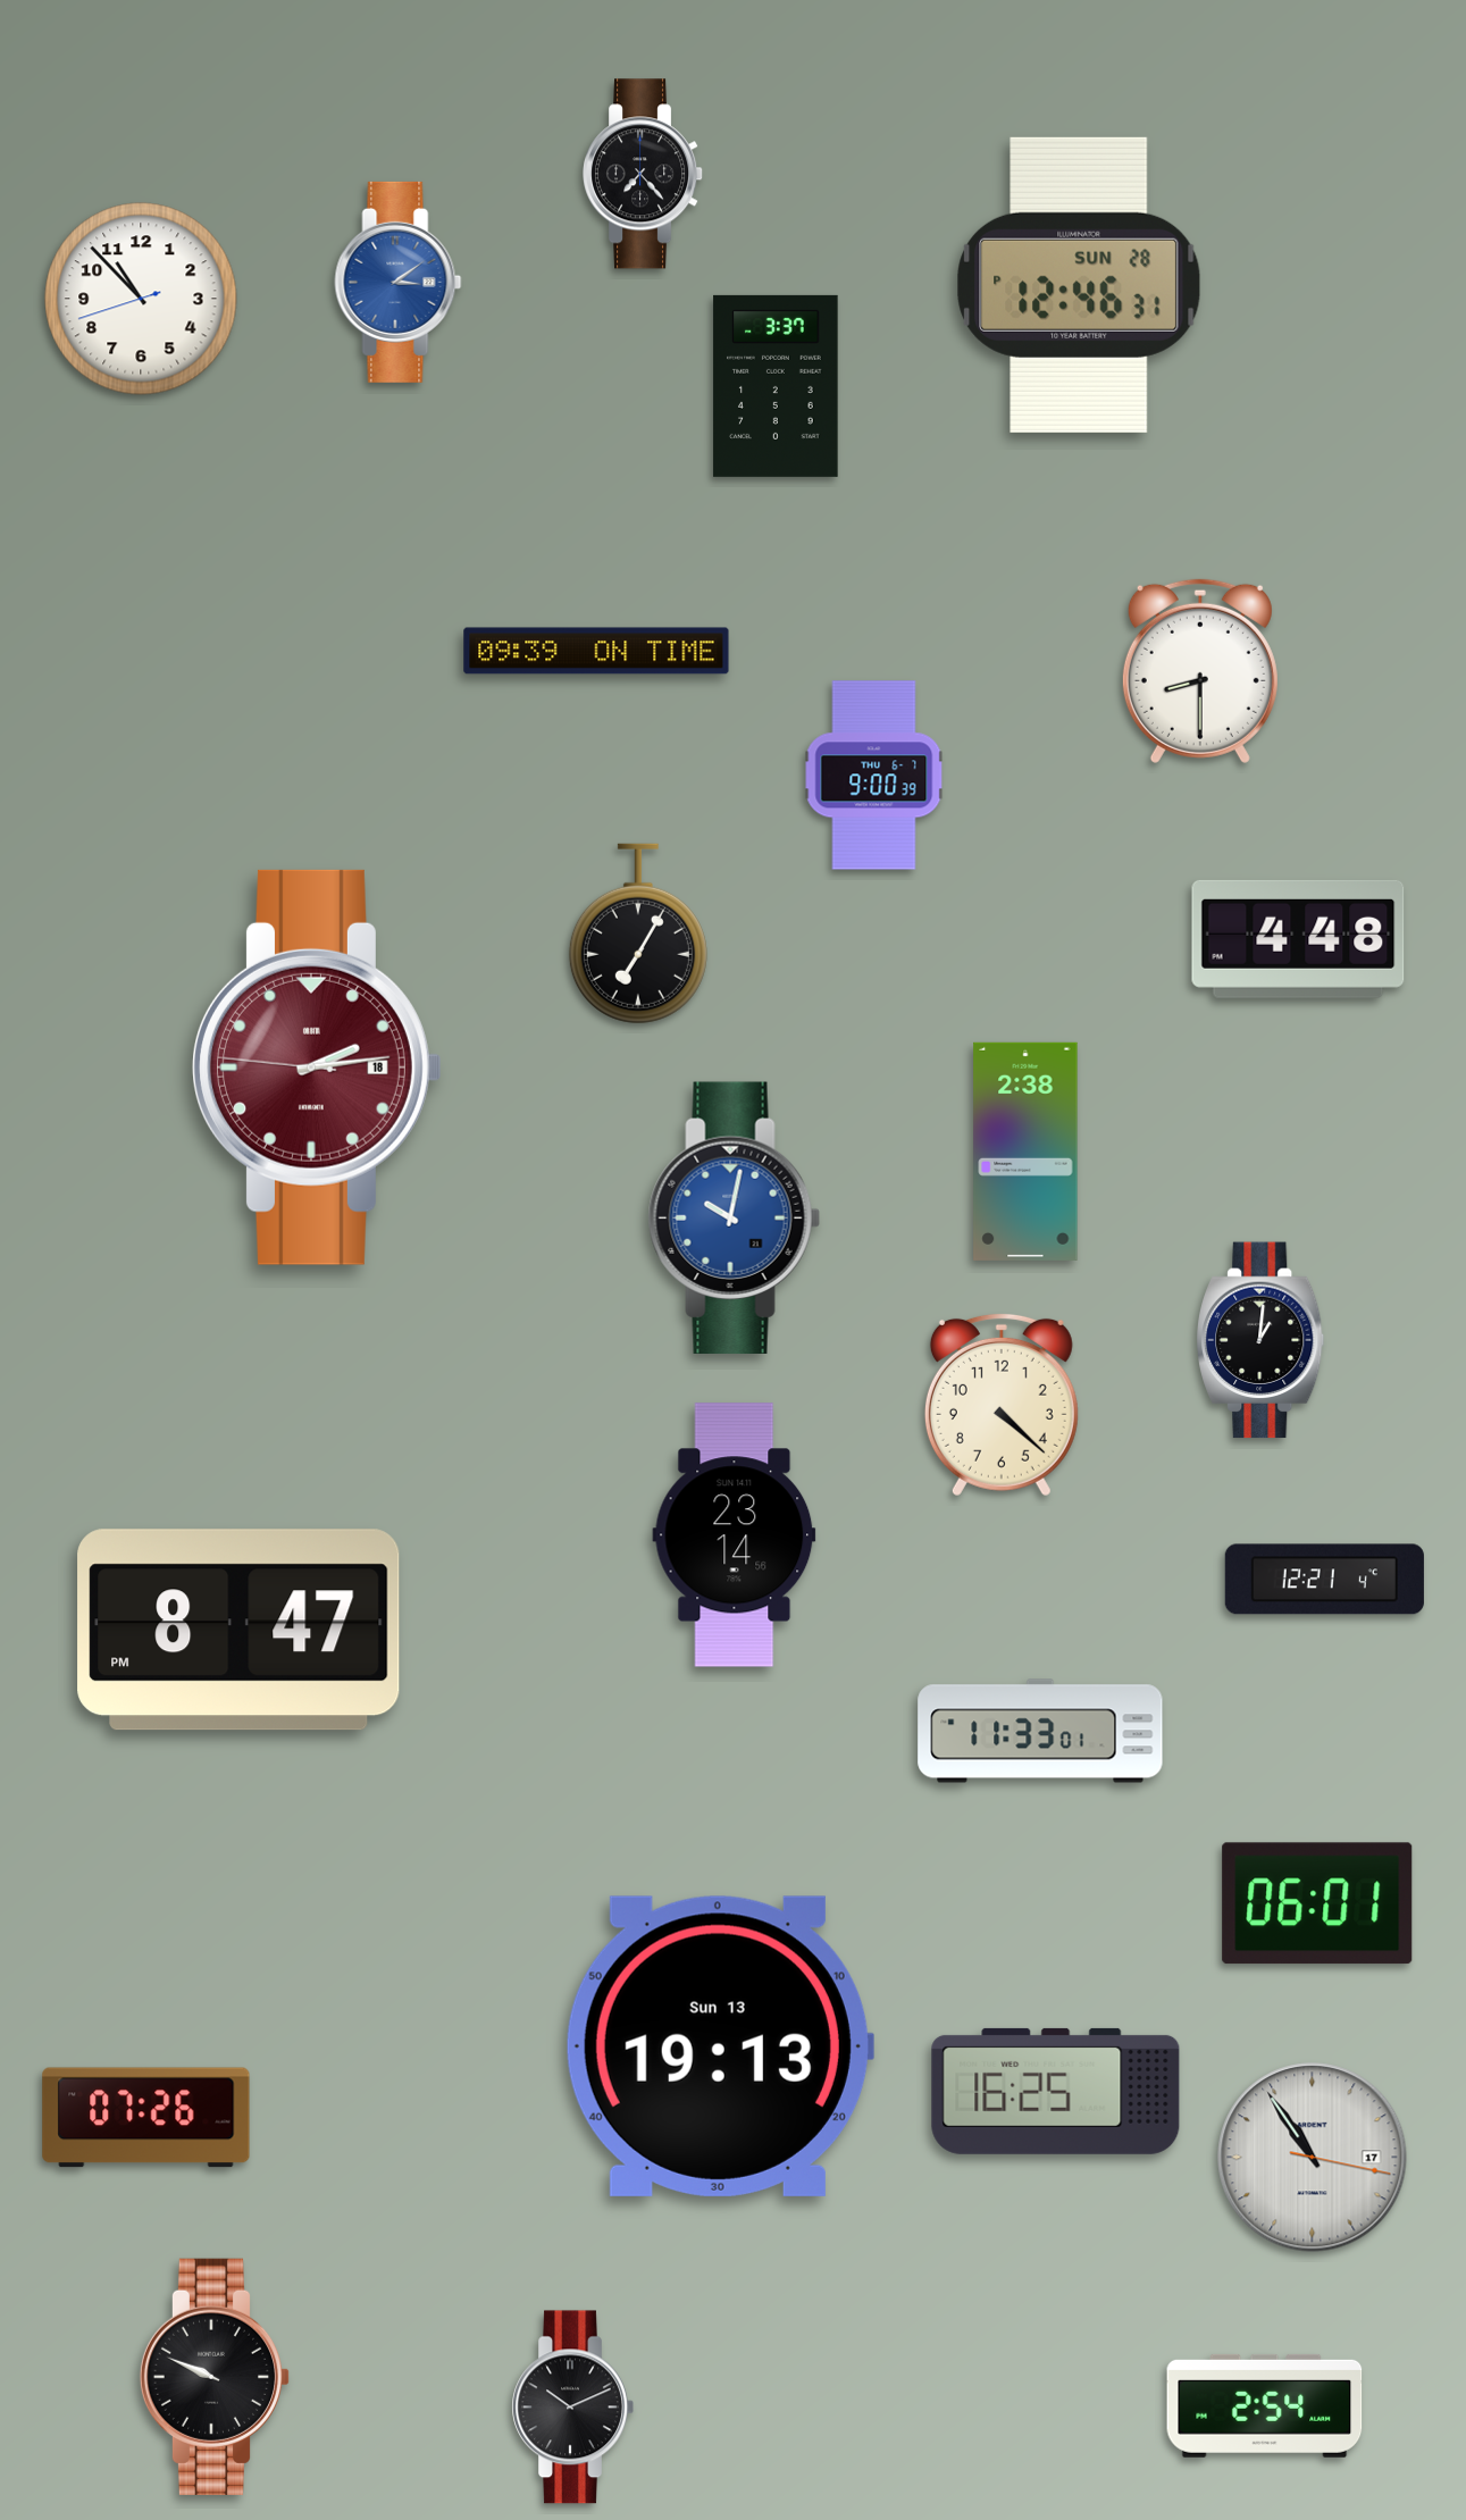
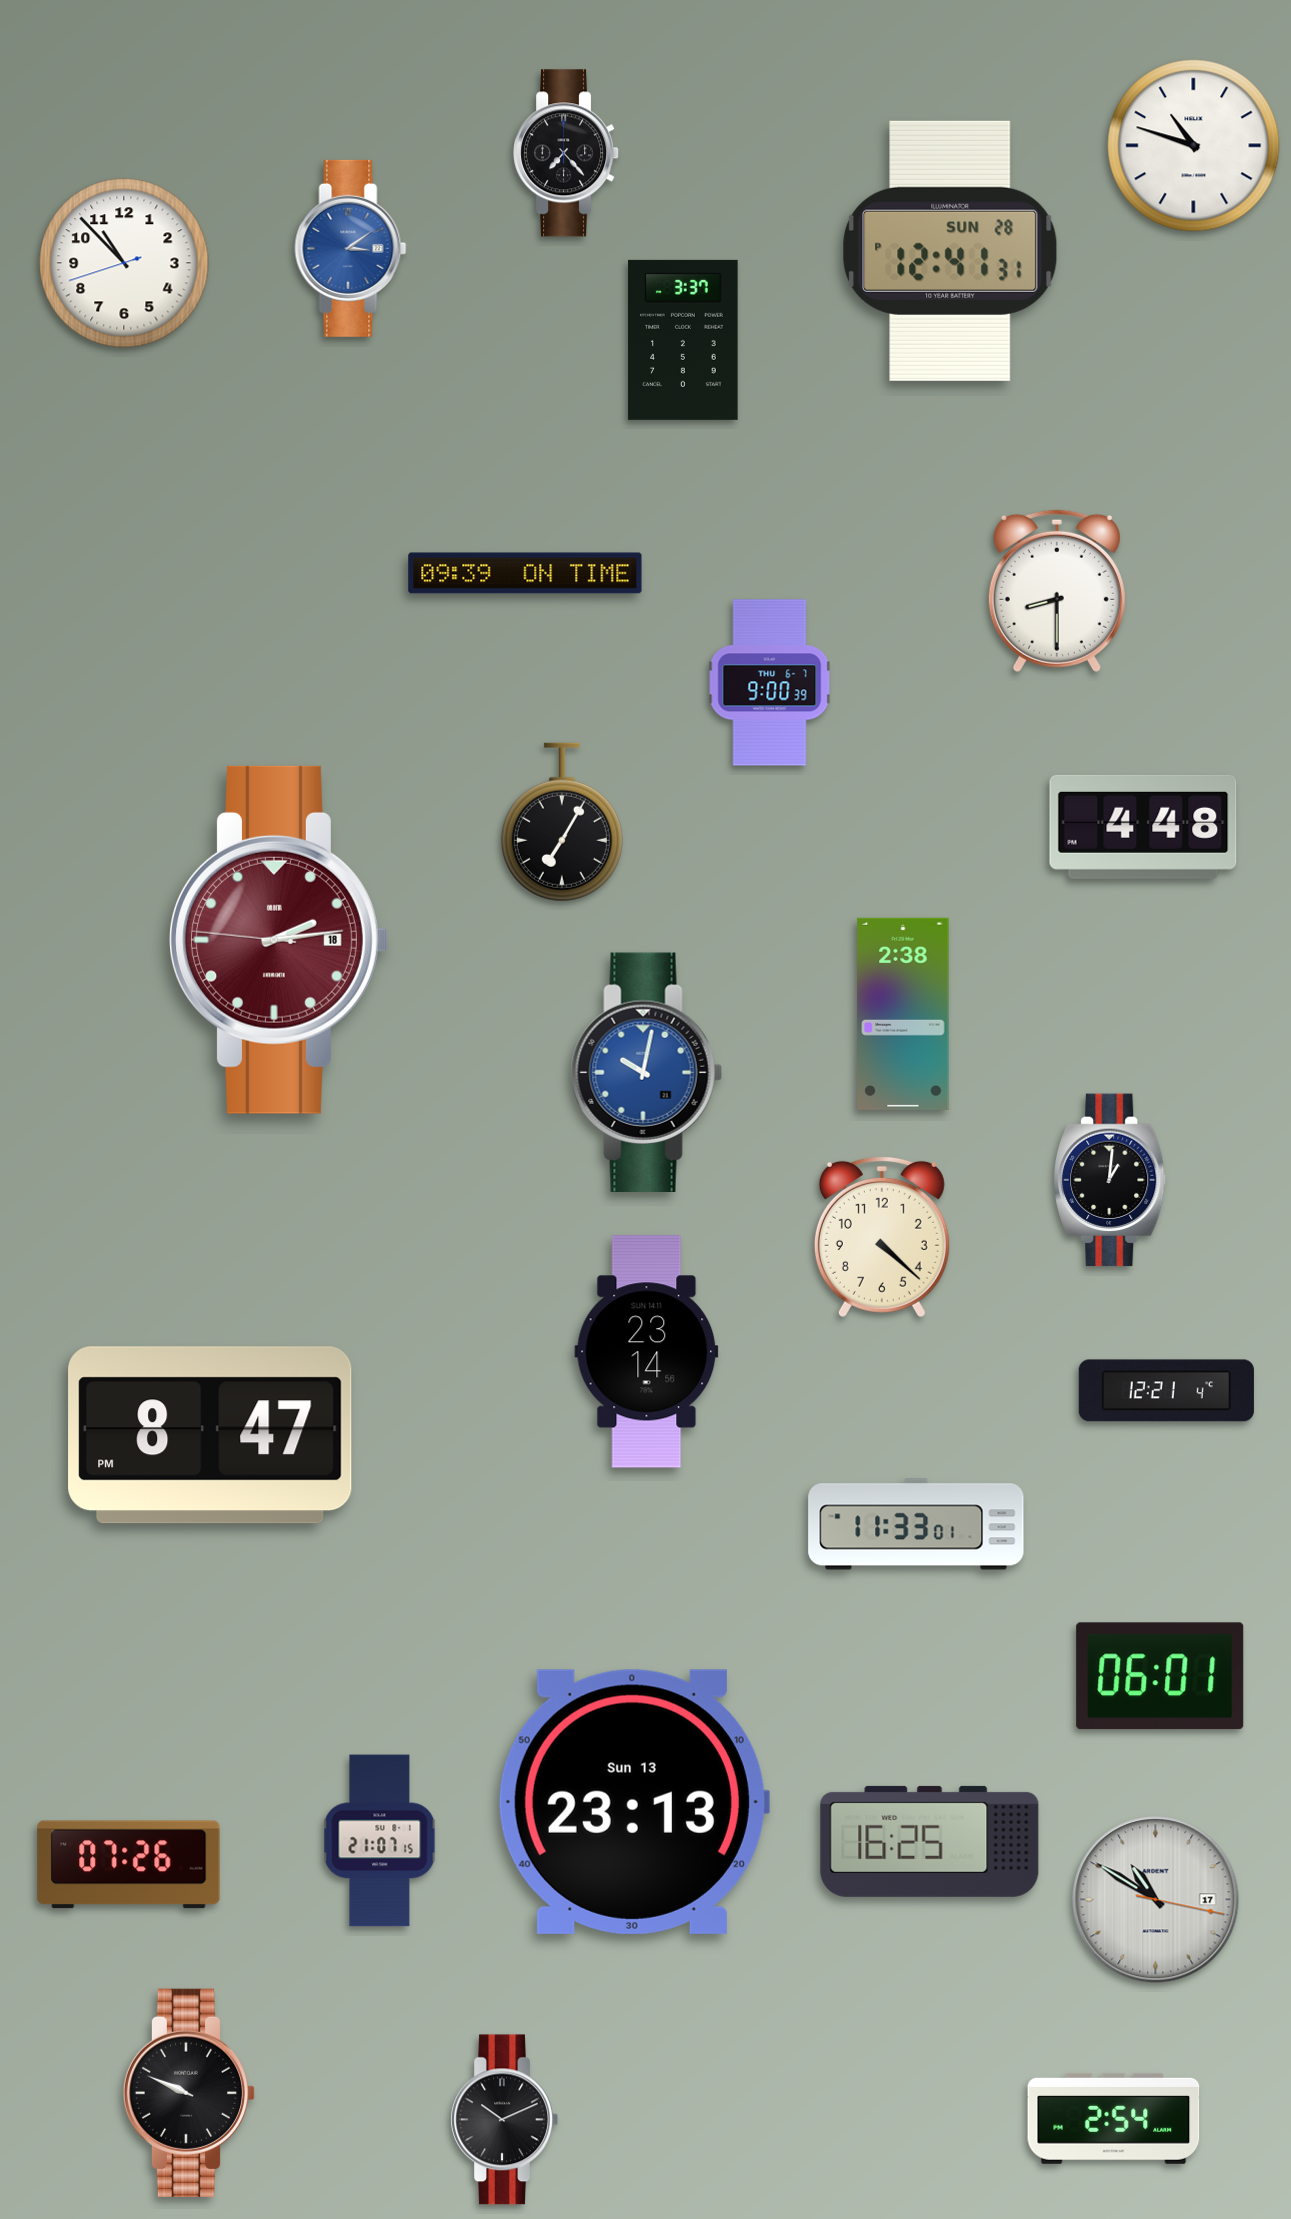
clock at (1194, 146): none -> 10:48
clock at (1079, 285): 12:46 -> 12:41
clock at (719, 2046): 19:13 -> 23:13
clock at (380, 1841): none -> 21:07
clock at (1313, 2158): 10:54 -> 10:50
